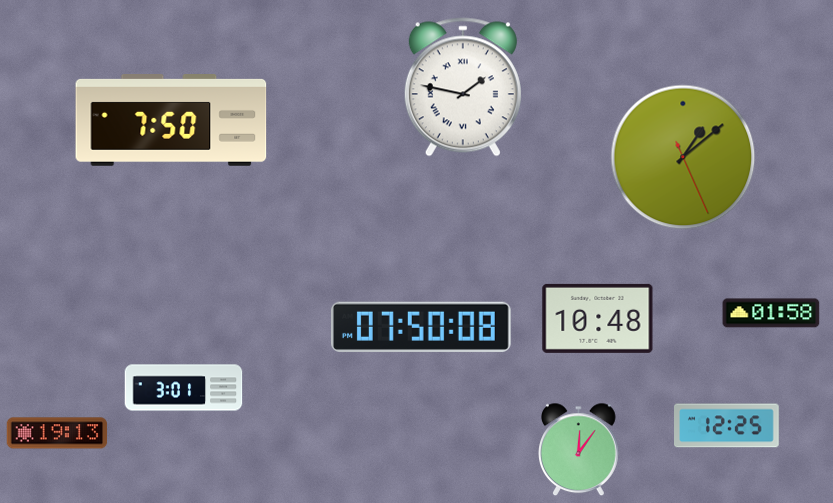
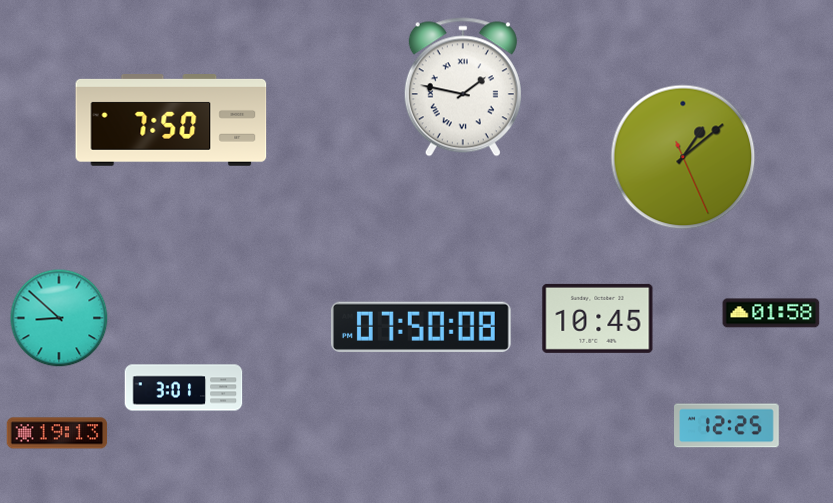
clock at (59, 318): none -> 8:52
clock at (598, 318): 10:48 -> 10:45
clock at (579, 450): 12:06 -> none
